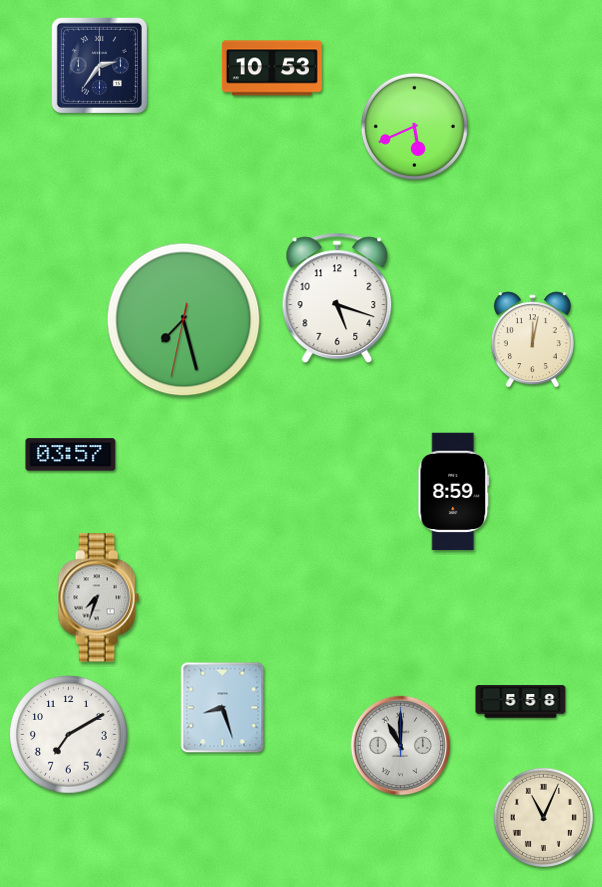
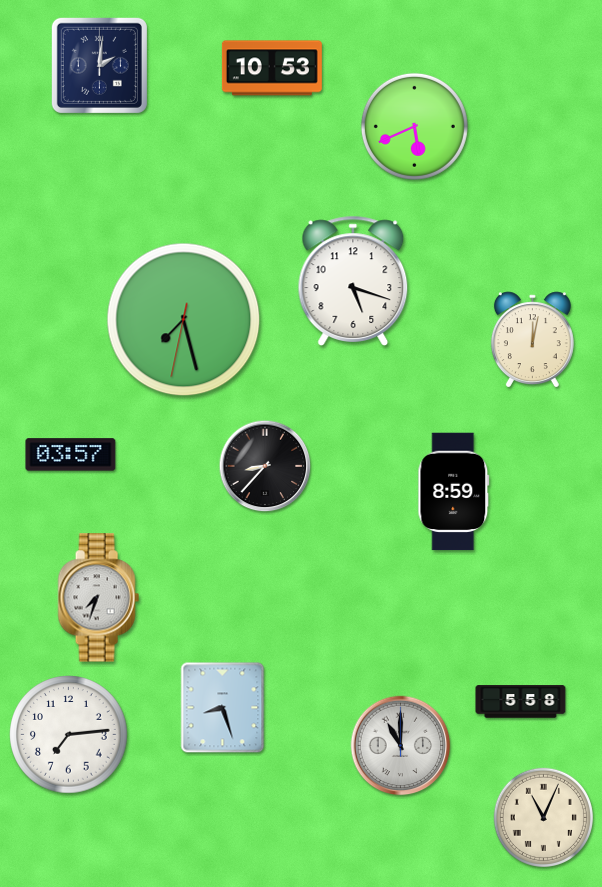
clock at (99, 65): 2:36 -> 2:01
clock at (337, 298) position: (337, 298) -> (353, 281)
clock at (265, 466): none -> 8:37
clock at (69, 735): 7:10 -> 7:14
